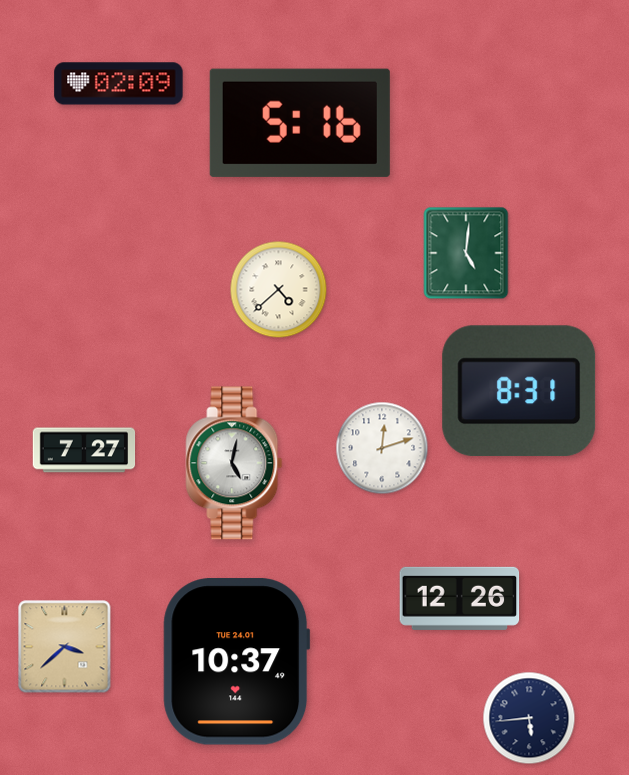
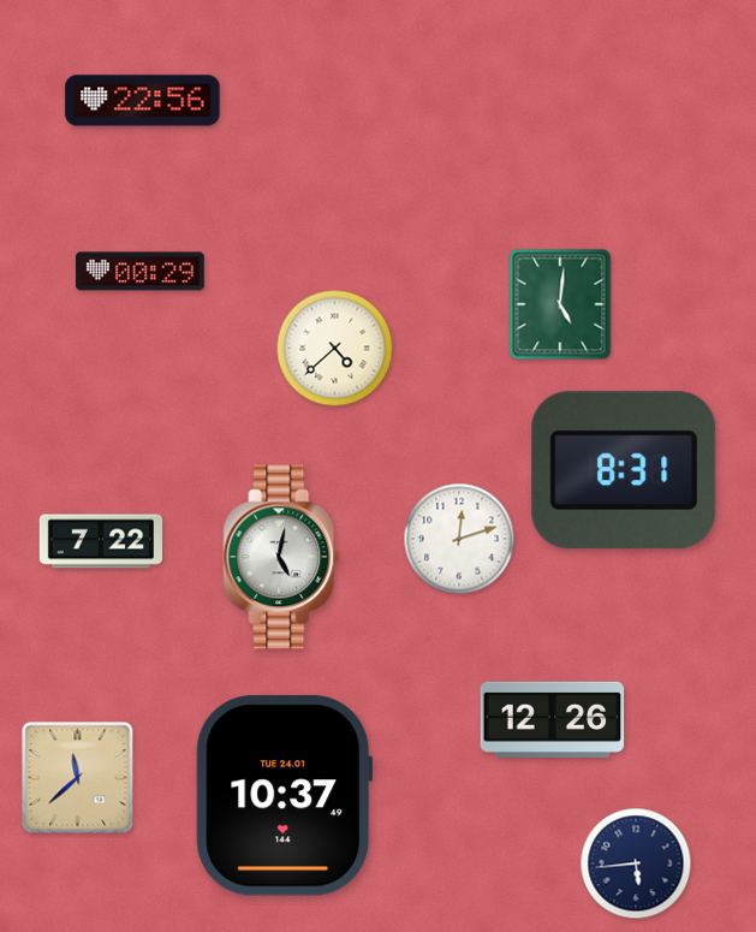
clock at (119, 84): 02:09 -> 22:56
clock at (300, 123): 5:16 -> none
clock at (141, 272): none -> 00:29
clock at (84, 450): 7:27 -> 7:22
clock at (65, 647): 3:38 -> 11:38
